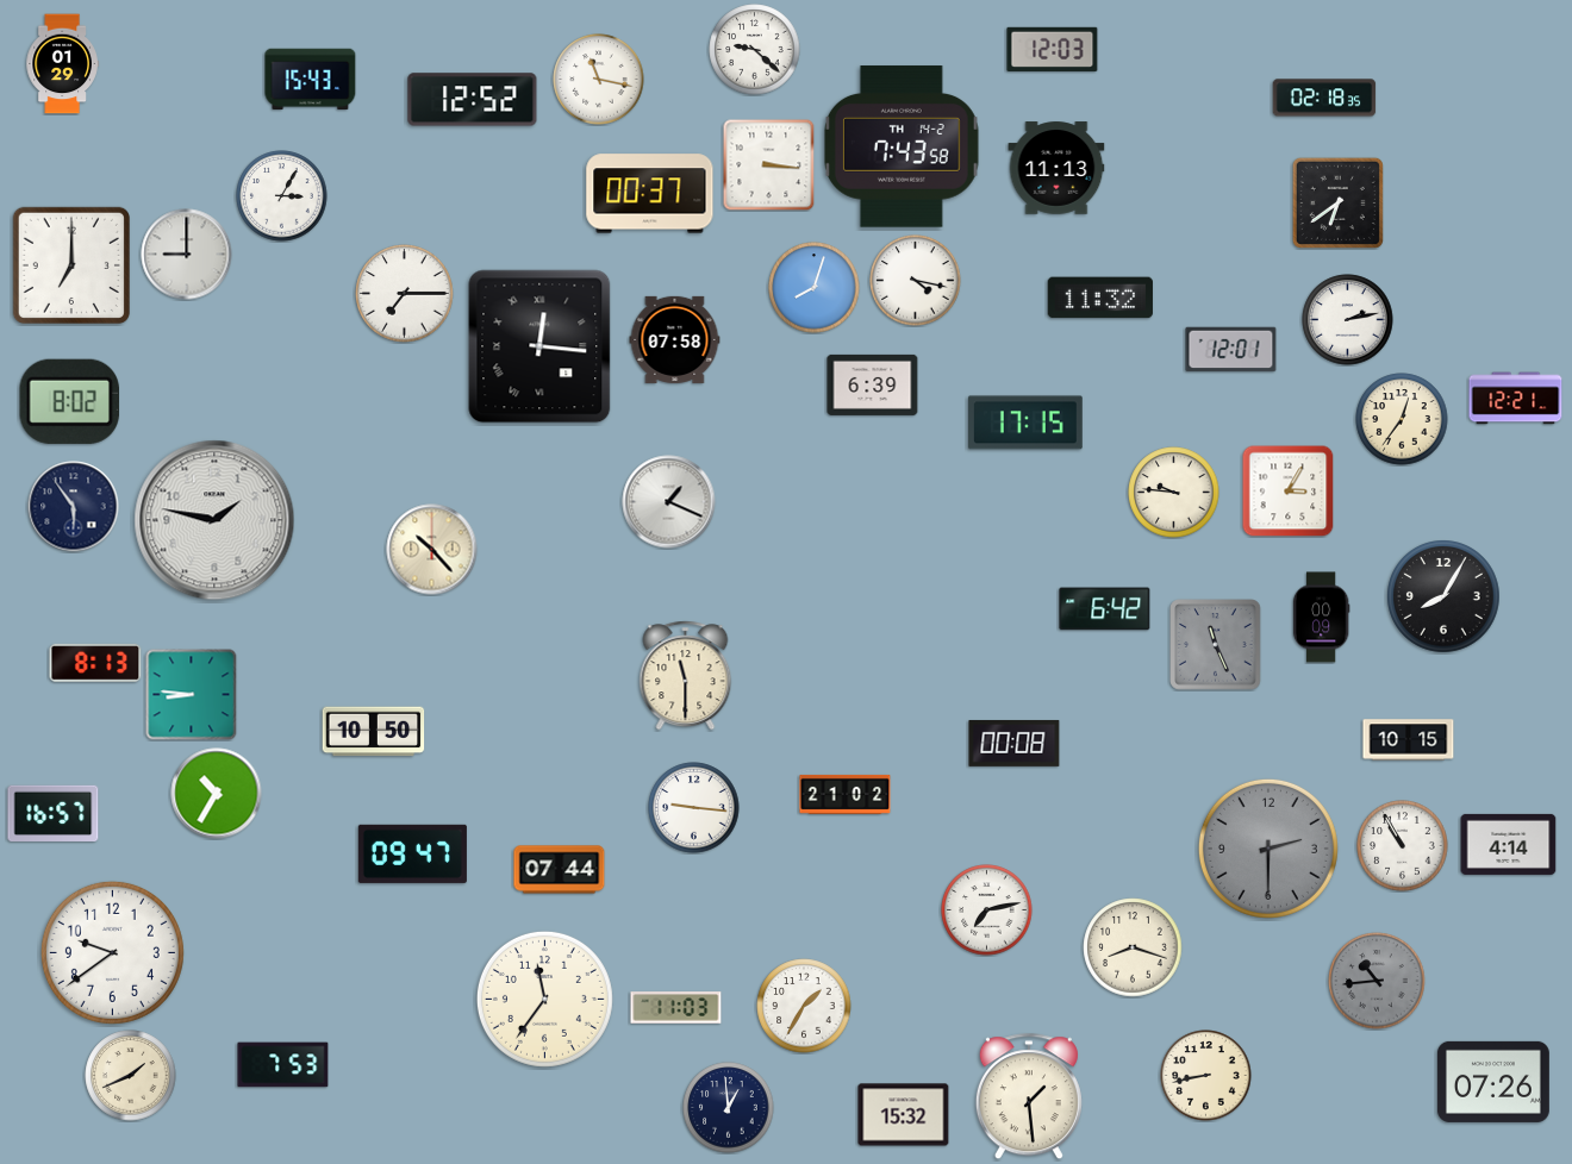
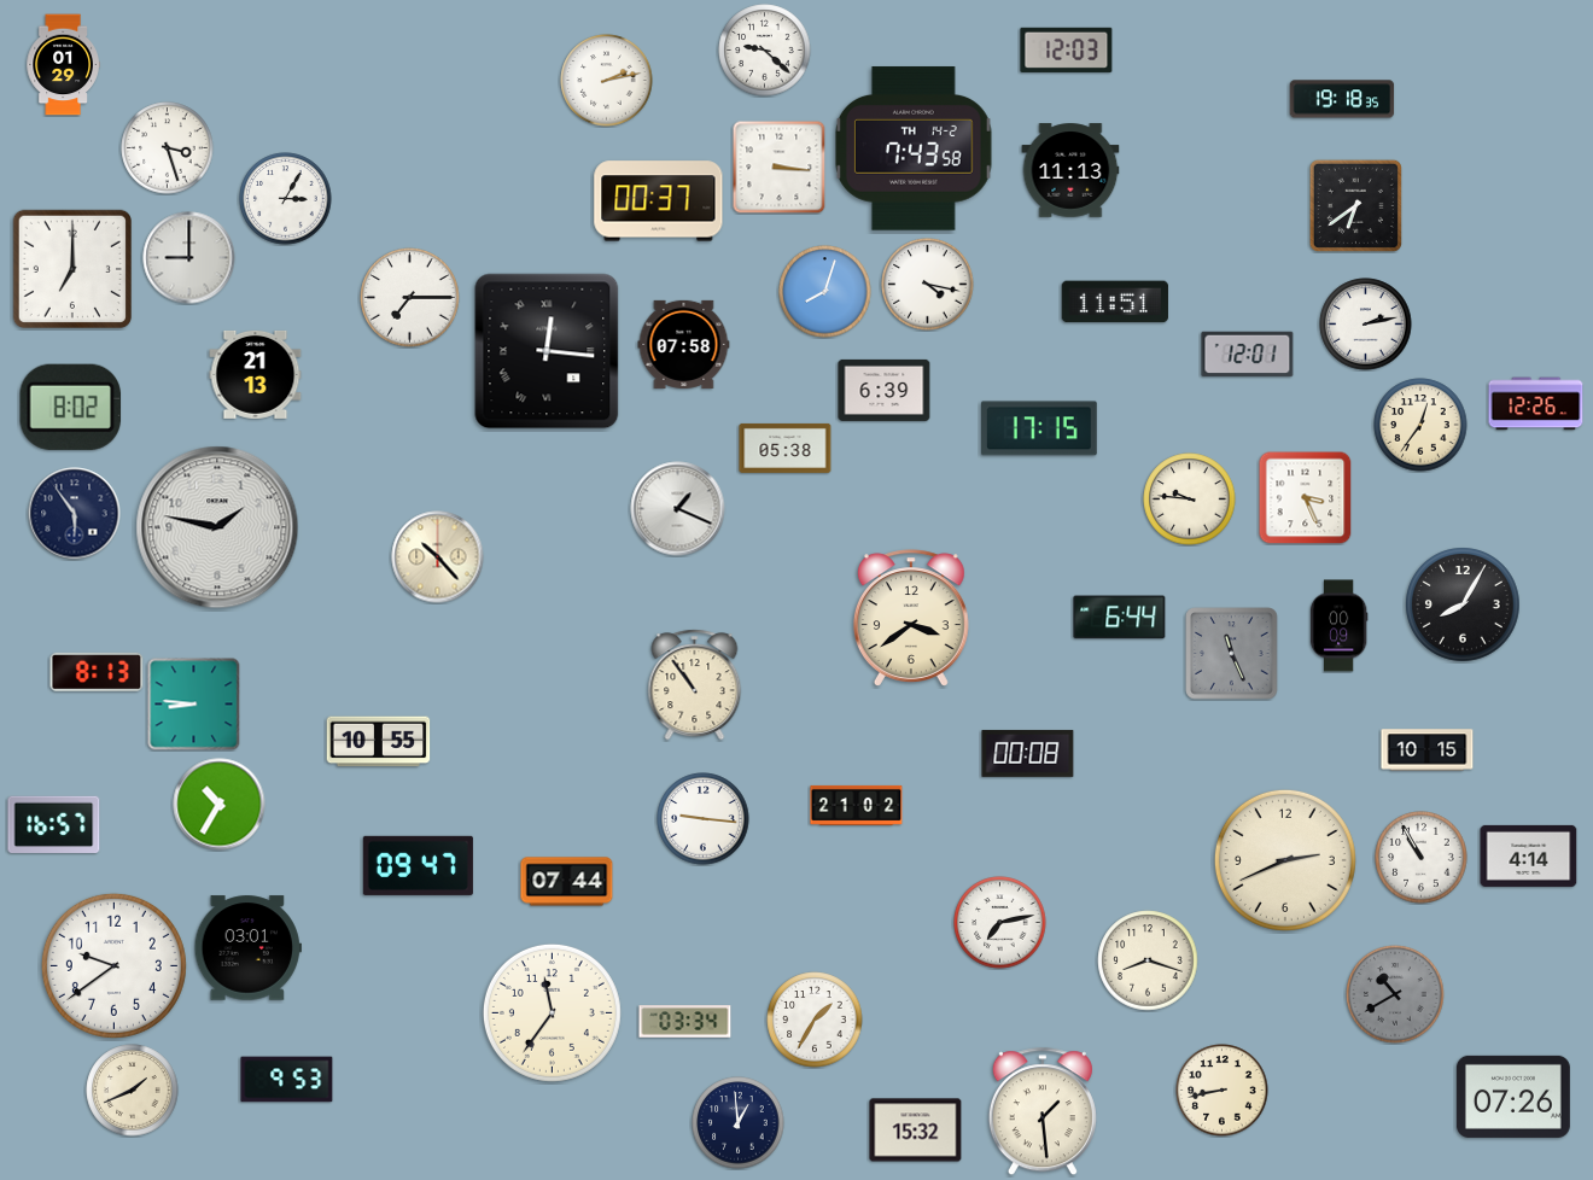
clock at (311, 79): 15:43 -> none
clock at (599, 80): 11:17 -> 2:13
clock at (1324, 98): 02:18 -> 19:18
clock at (473, 100): 12:52 -> none
clock at (168, 148): none -> 3:27
clock at (650, 194) position: (650, 194) -> (659, 201)
clock at (1099, 298): 11:32 -> 11:51
clock at (256, 374): none -> 21:13
clock at (1516, 399): 12:21 -> 12:26
clock at (786, 448): none -> 05:38
clock at (1287, 492): 3:05 -> 3:26
clock at (911, 618): none -> 3:39
clock at (1105, 609): 6:42 -> 6:44
clock at (686, 676): 11:30 -> 10:54
clock at (374, 732): 10:50 -> 10:55
clock at (1268, 849): 2:30 -> 2:41
clock at (1268, 849) dial: grey -> cream
clock at (247, 948): none -> 03:01
clock at (1377, 981): 10:44 -> 10:40
clock at (676, 1008): 11:03 -> 03:34
clock at (283, 1065): 7:53 -> 9:53
